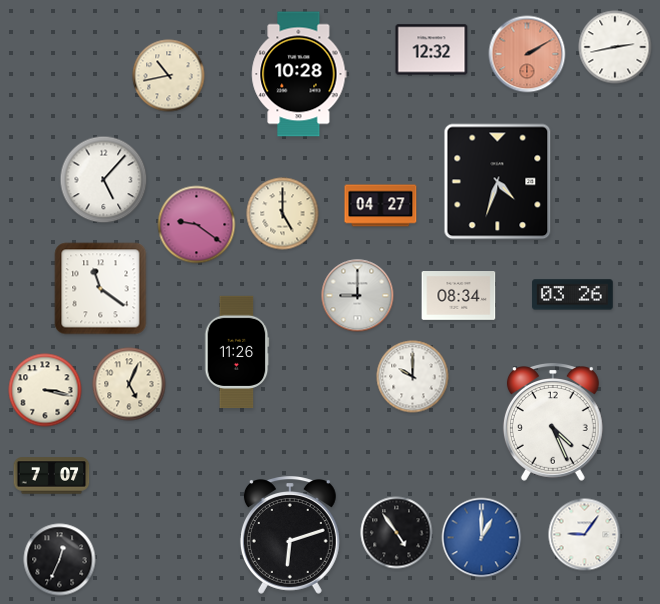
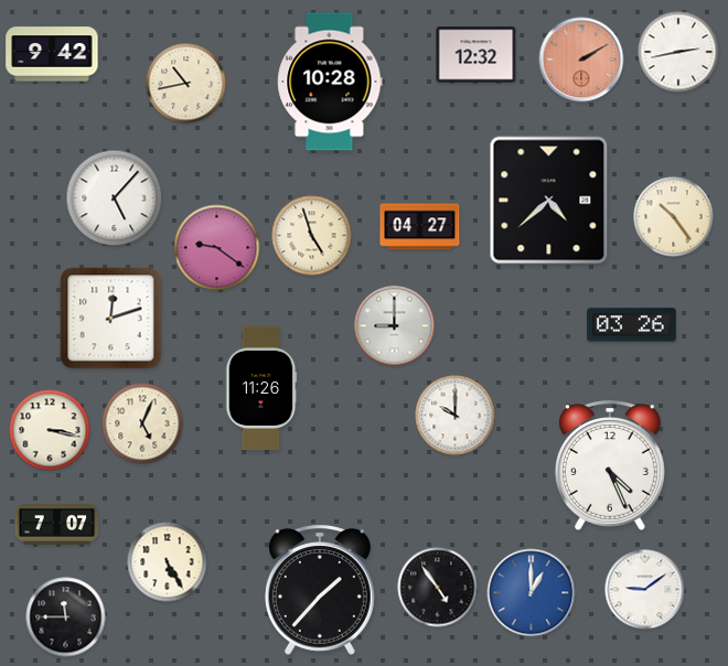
clock at (52, 54): none -> 9:42
clock at (498, 182): 4:33 -> 4:38
clock at (674, 217): none -> 10:24
clock at (283, 214): 5:00 -> 4:57
clock at (101, 289): 11:21 -> 12:12
clock at (459, 296): 08:34 -> none
clock at (168, 562): none -> 5:25
clock at (290, 535): 6:12 -> 1:37
clock at (585, 535): 9:06 -> 9:09
clock at (60, 560): 12:34 -> 11:45
